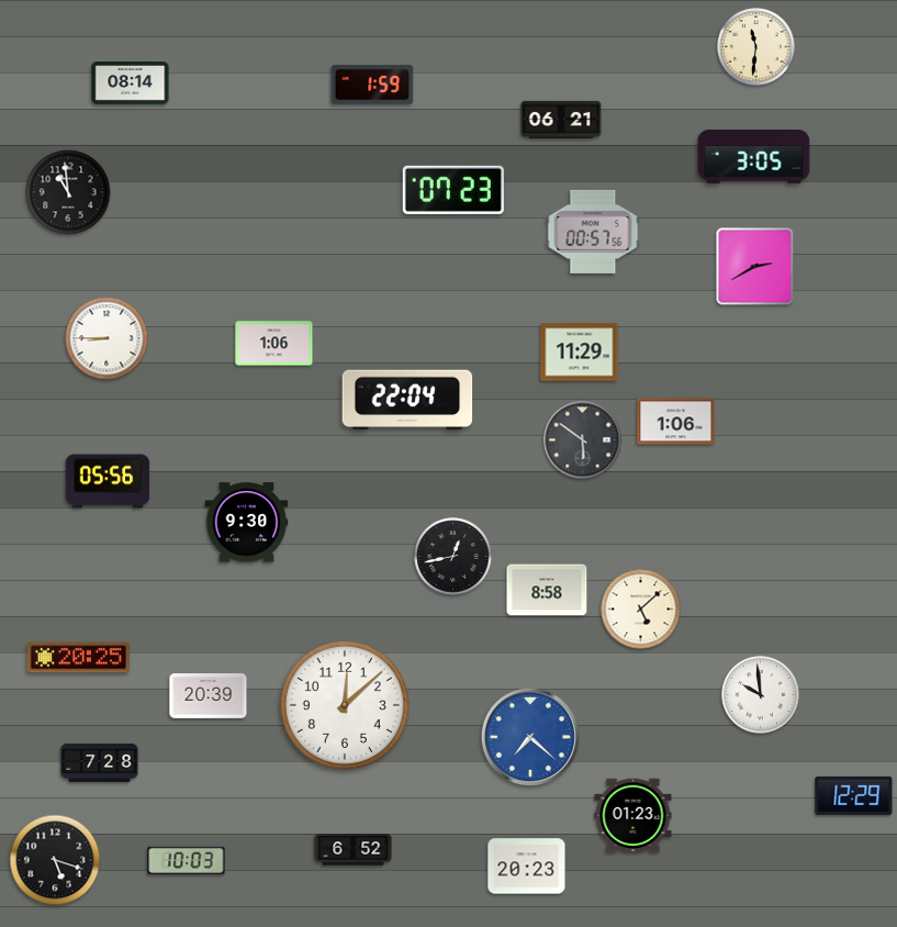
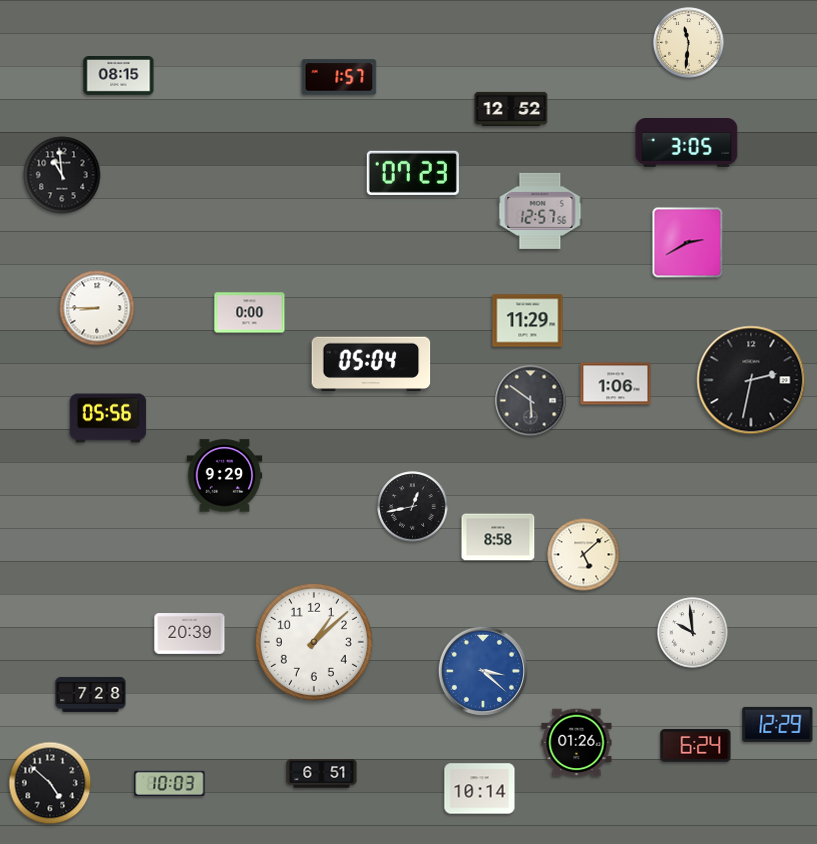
clock at (131, 83): 08:14 -> 08:15
clock at (372, 85): 1:59 -> 1:57
clock at (561, 120): 06:21 -> 12:52
clock at (593, 232): 00:57 -> 12:57
clock at (274, 344): 1:06 -> 0:00
clock at (407, 400): 22:04 -> 05:04
clock at (751, 380): none -> 2:32
clock at (108, 481) position: (108, 481) -> (108, 418)
clock at (247, 523): 9:30 -> 9:29
clock at (78, 658): 20:25 -> none
clock at (345, 705): 12:08 -> 1:08
clock at (530, 737): 7:22 -> 3:22
clock at (633, 816): 01:23 -> 01:26
clock at (696, 746): none -> 6:24
clock at (354, 850): 6:52 -> 6:51
clock at (55, 860): 5:18 -> 4:52
clock at (527, 867): 20:23 -> 10:14
